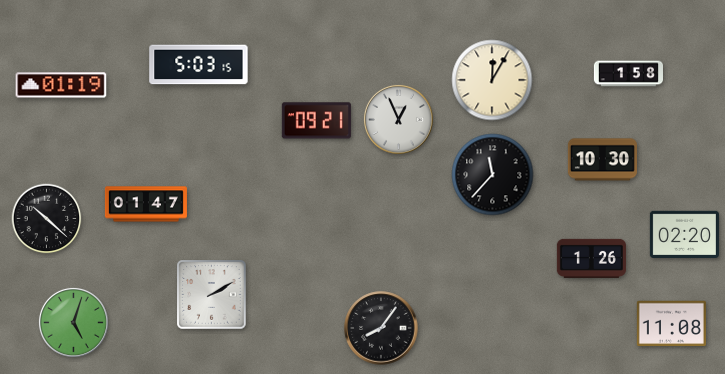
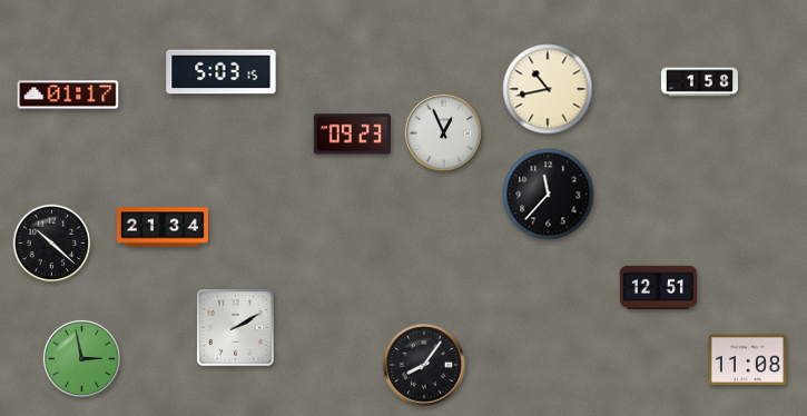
clock at (492, 80): 12:05 -> 10:43
clock at (61, 85): 01:19 -> 01:17
clock at (316, 121): 09:21 -> 09:23
clock at (602, 160): 10:30 -> none
clock at (146, 204): 01:47 -> 21:34
clock at (684, 235): 02:20 -> none
clock at (591, 258): 1:26 -> 12:51
clock at (73, 322): 5:03 -> 2:58
